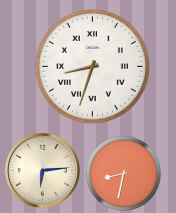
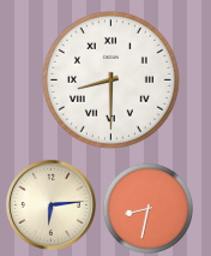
clock at (92, 66): 8:33 -> 8:30
